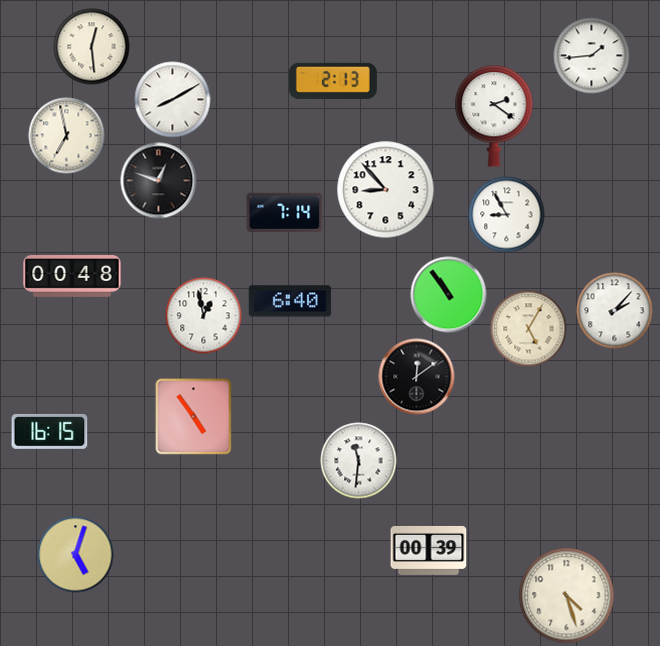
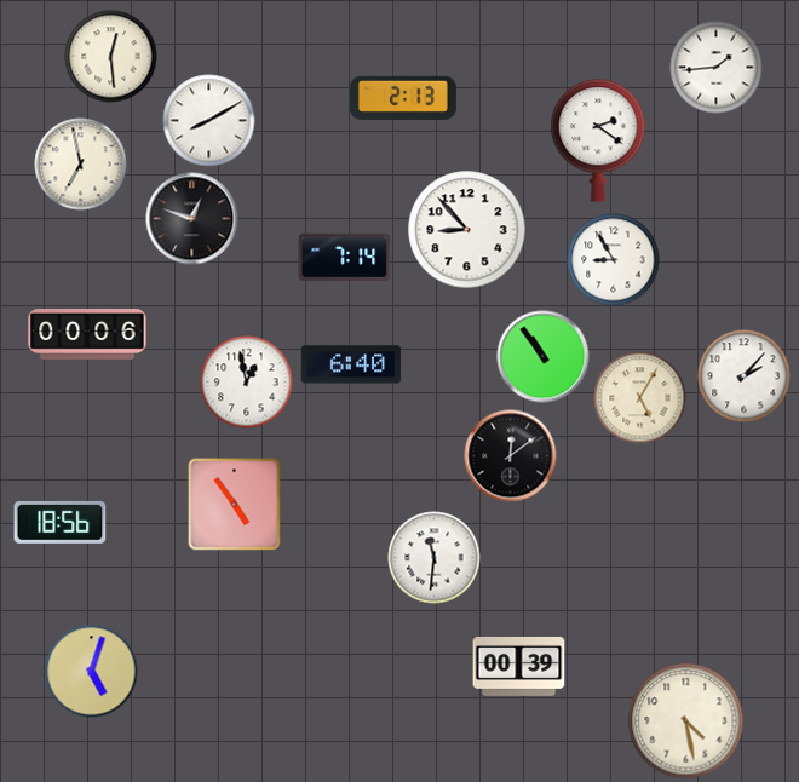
clock at (72, 277): 00:48 -> 00:06
clock at (417, 377) position: (417, 377) -> (511, 456)
clock at (50, 431): 16:15 -> 18:56
clock at (567, 596): 4:27 -> 4:28
